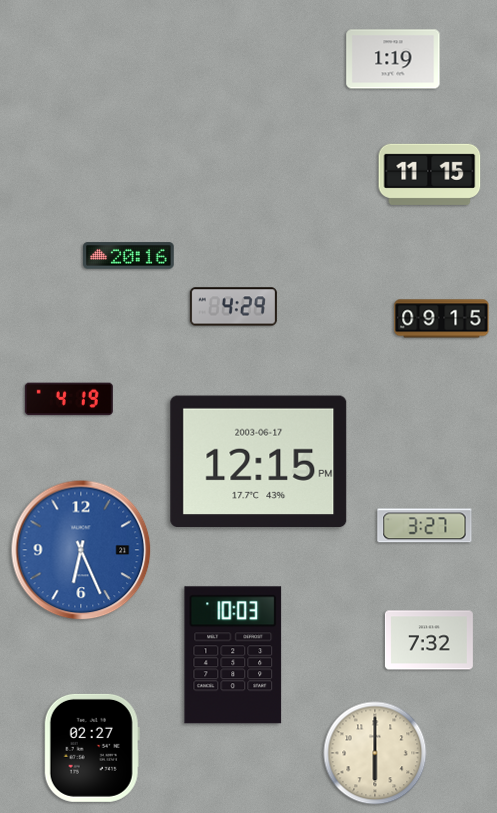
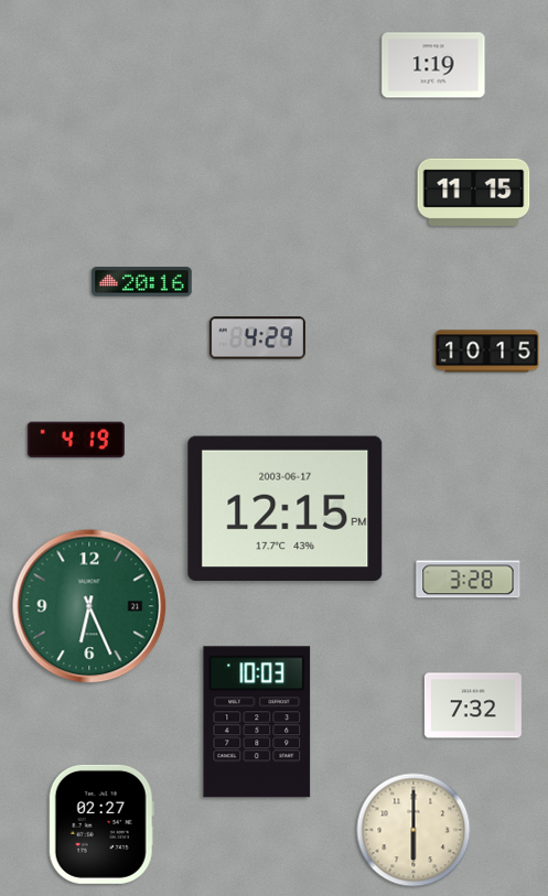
clock at (442, 319): 09:15 -> 10:15
clock at (425, 526): 3:27 -> 3:28
clock at (81, 550) dial: blue -> green
